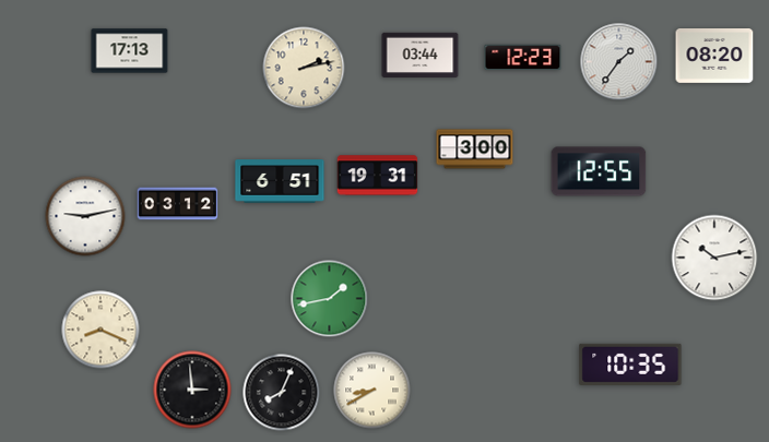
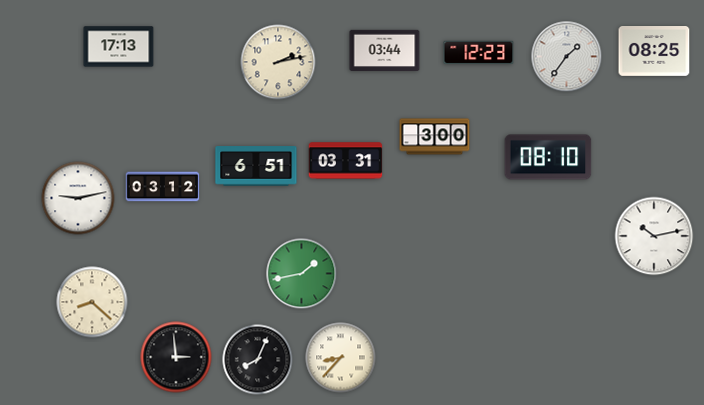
clock at (714, 57): 08:20 -> 08:25
clock at (599, 171): 12:55 -> 08:10
clock at (378, 176): 19:31 -> 03:31
clock at (100, 330): 8:19 -> 8:22
clock at (630, 365): 10:35 -> none
clock at (372, 391): 8:40 -> 8:37
